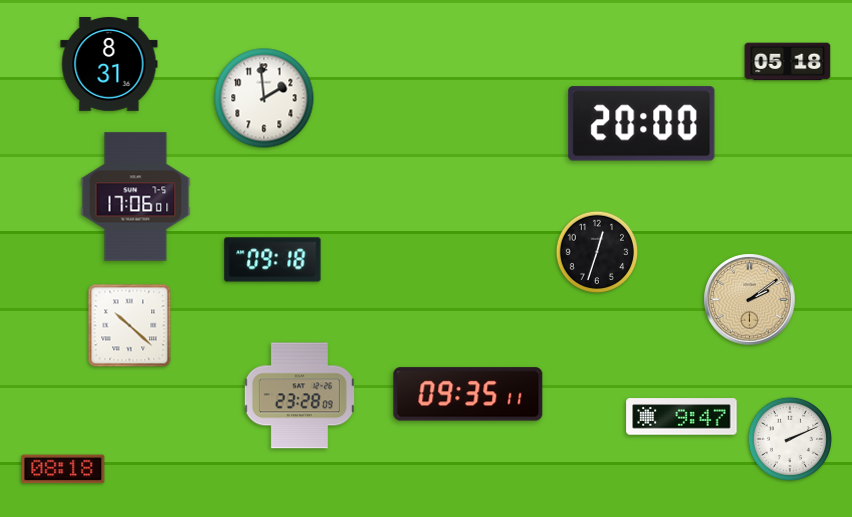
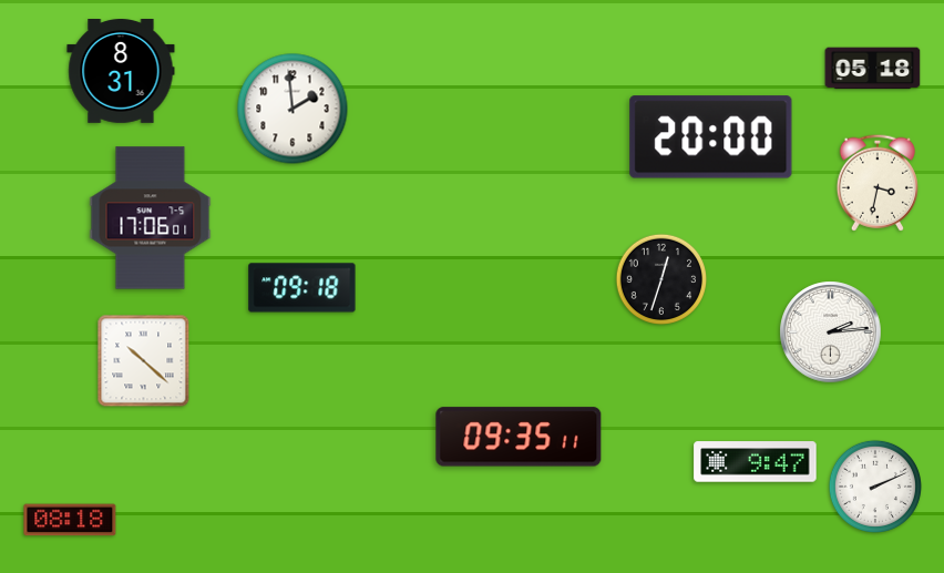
clock at (878, 183): none -> 3:32
clock at (750, 300): 2:09 -> 2:14
clock at (750, 300) dial: champagne -> white
clock at (299, 396): 23:28 -> none
